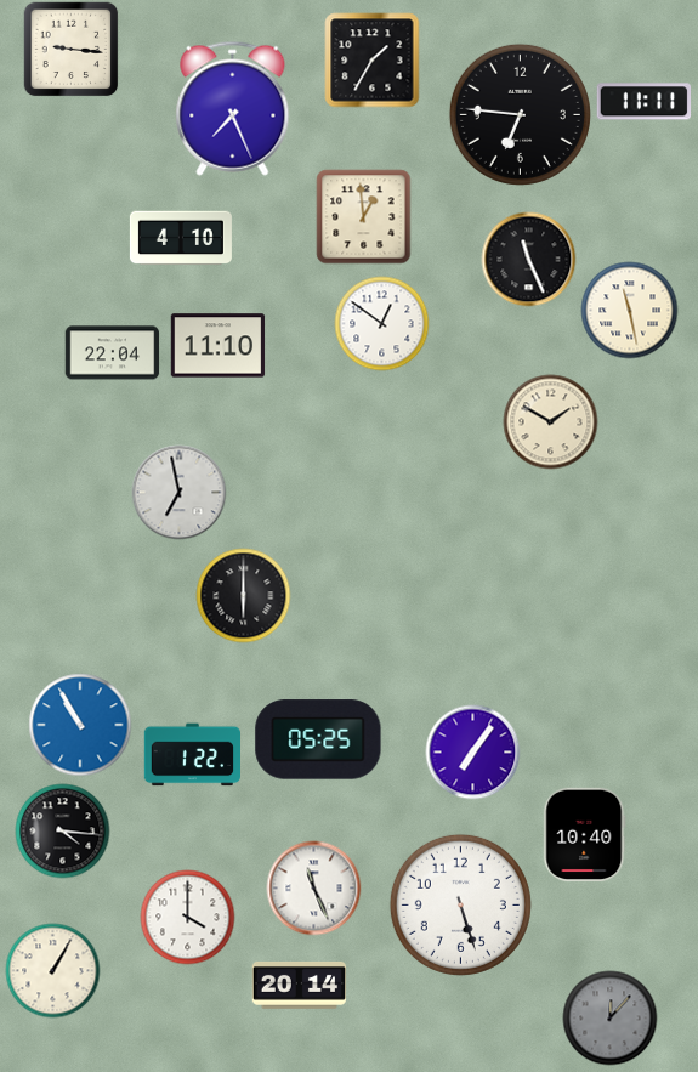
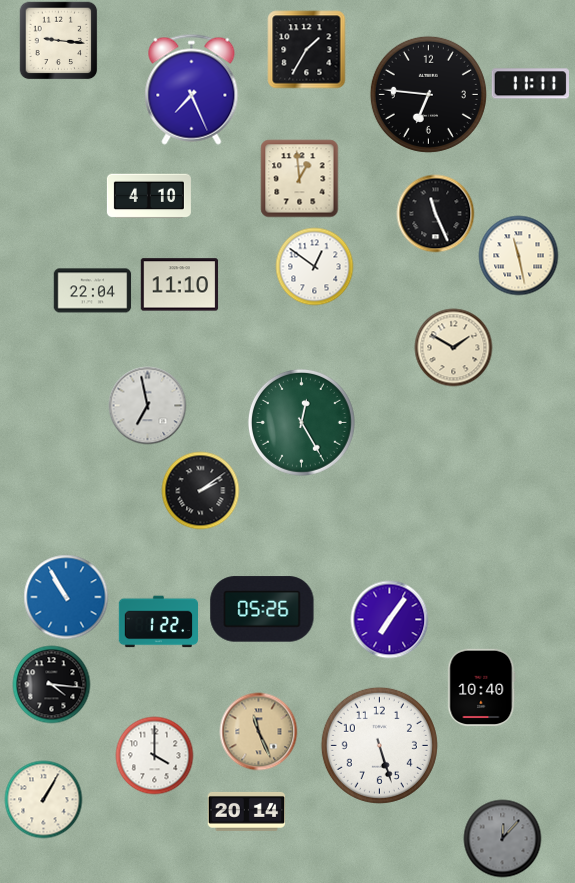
clock at (301, 422): none -> 12:25
clock at (243, 595): 6:00 -> 2:09
clock at (318, 739): 05:25 -> 05:26
clock at (313, 887) dial: white -> champagne
